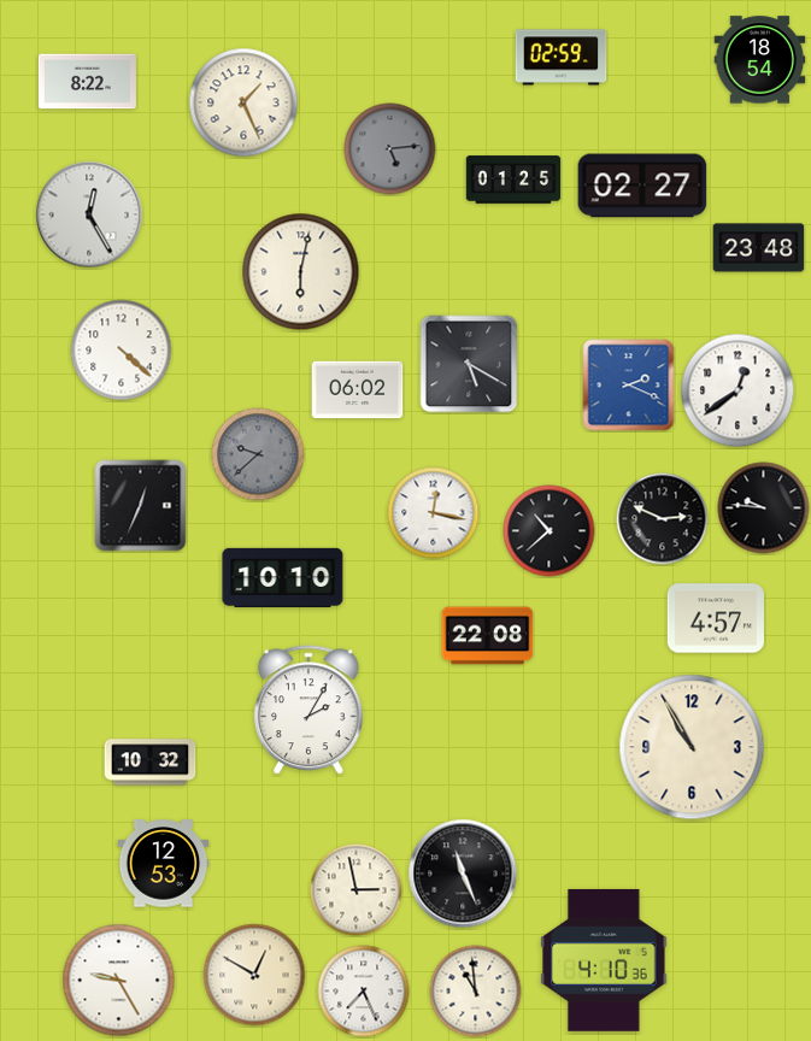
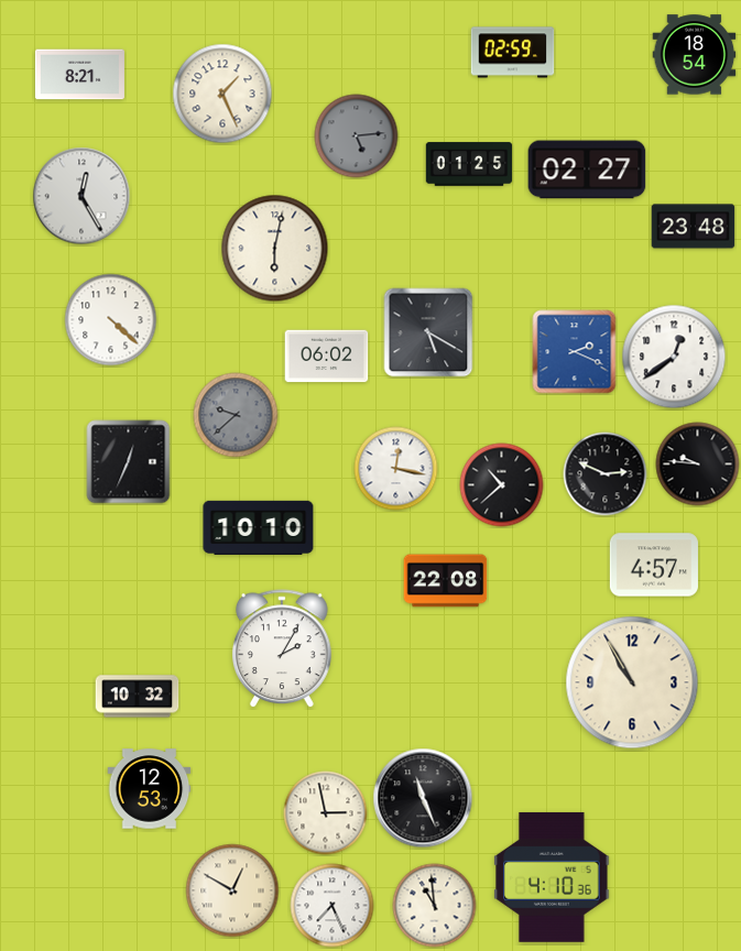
clock at (87, 82): 8:22 -> 8:21
clock at (119, 981): 9:25 -> none
